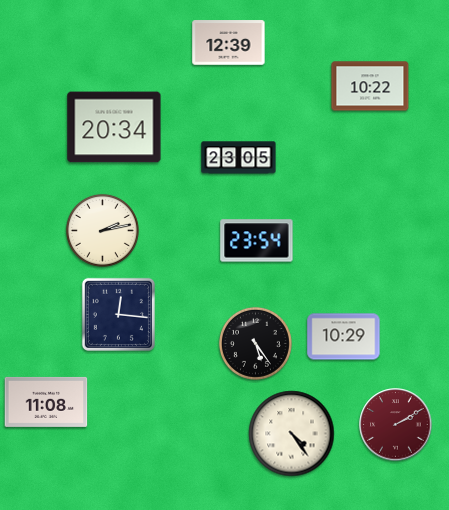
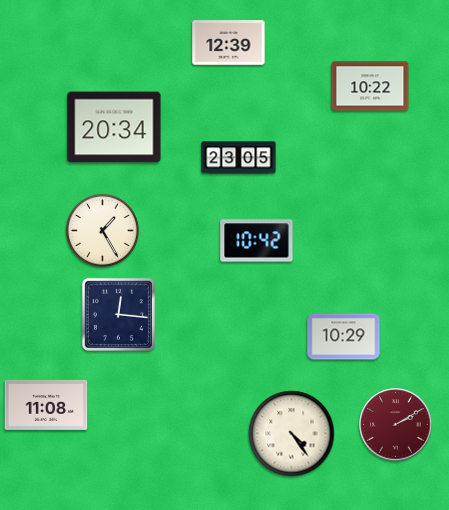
clock at (102, 230): 2:13 -> 1:25
clock at (257, 241): 23:54 -> 10:42
clock at (255, 343): 5:24 -> none
clock at (46, 402) position: (46, 402) -> (46, 405)
